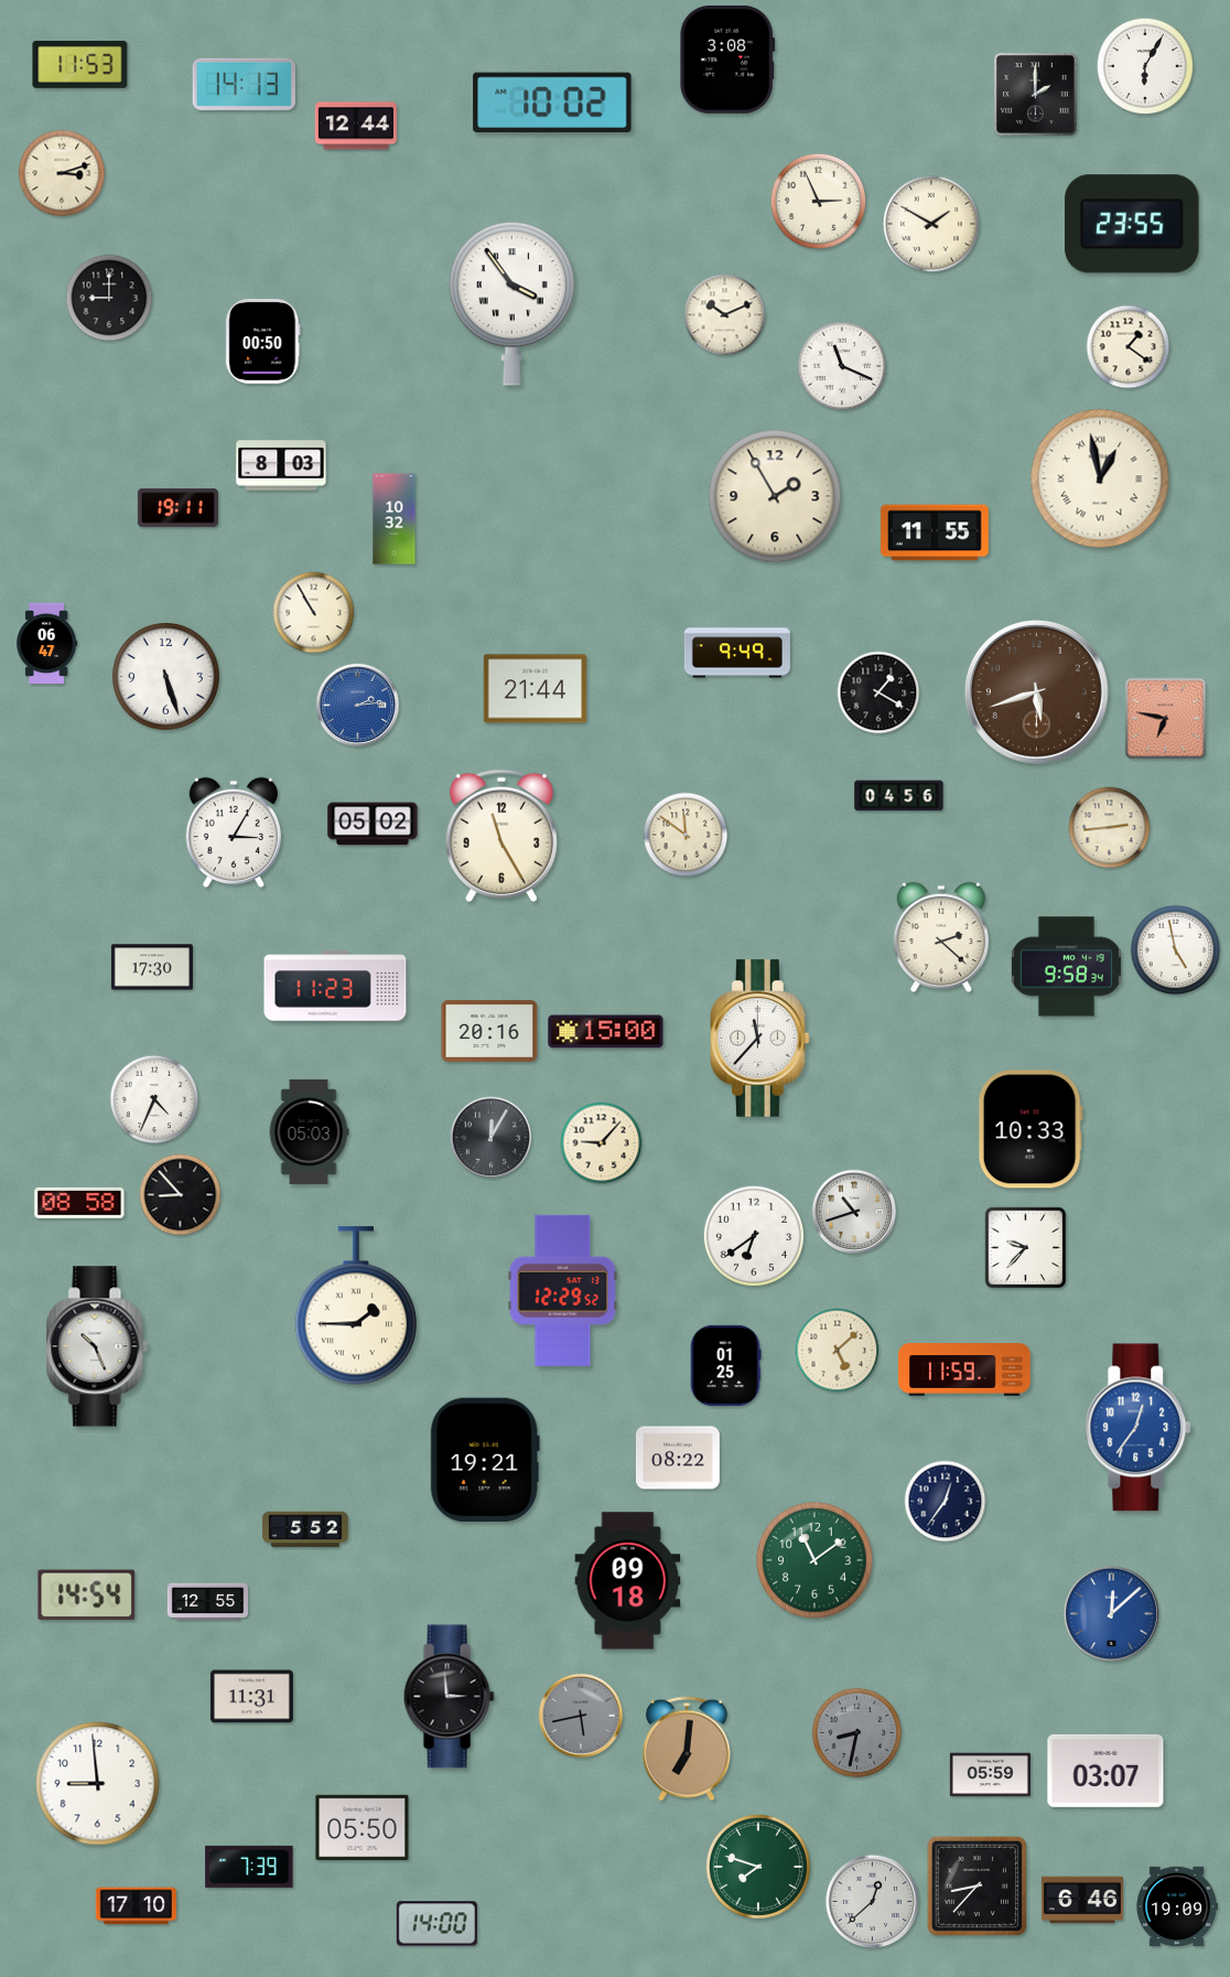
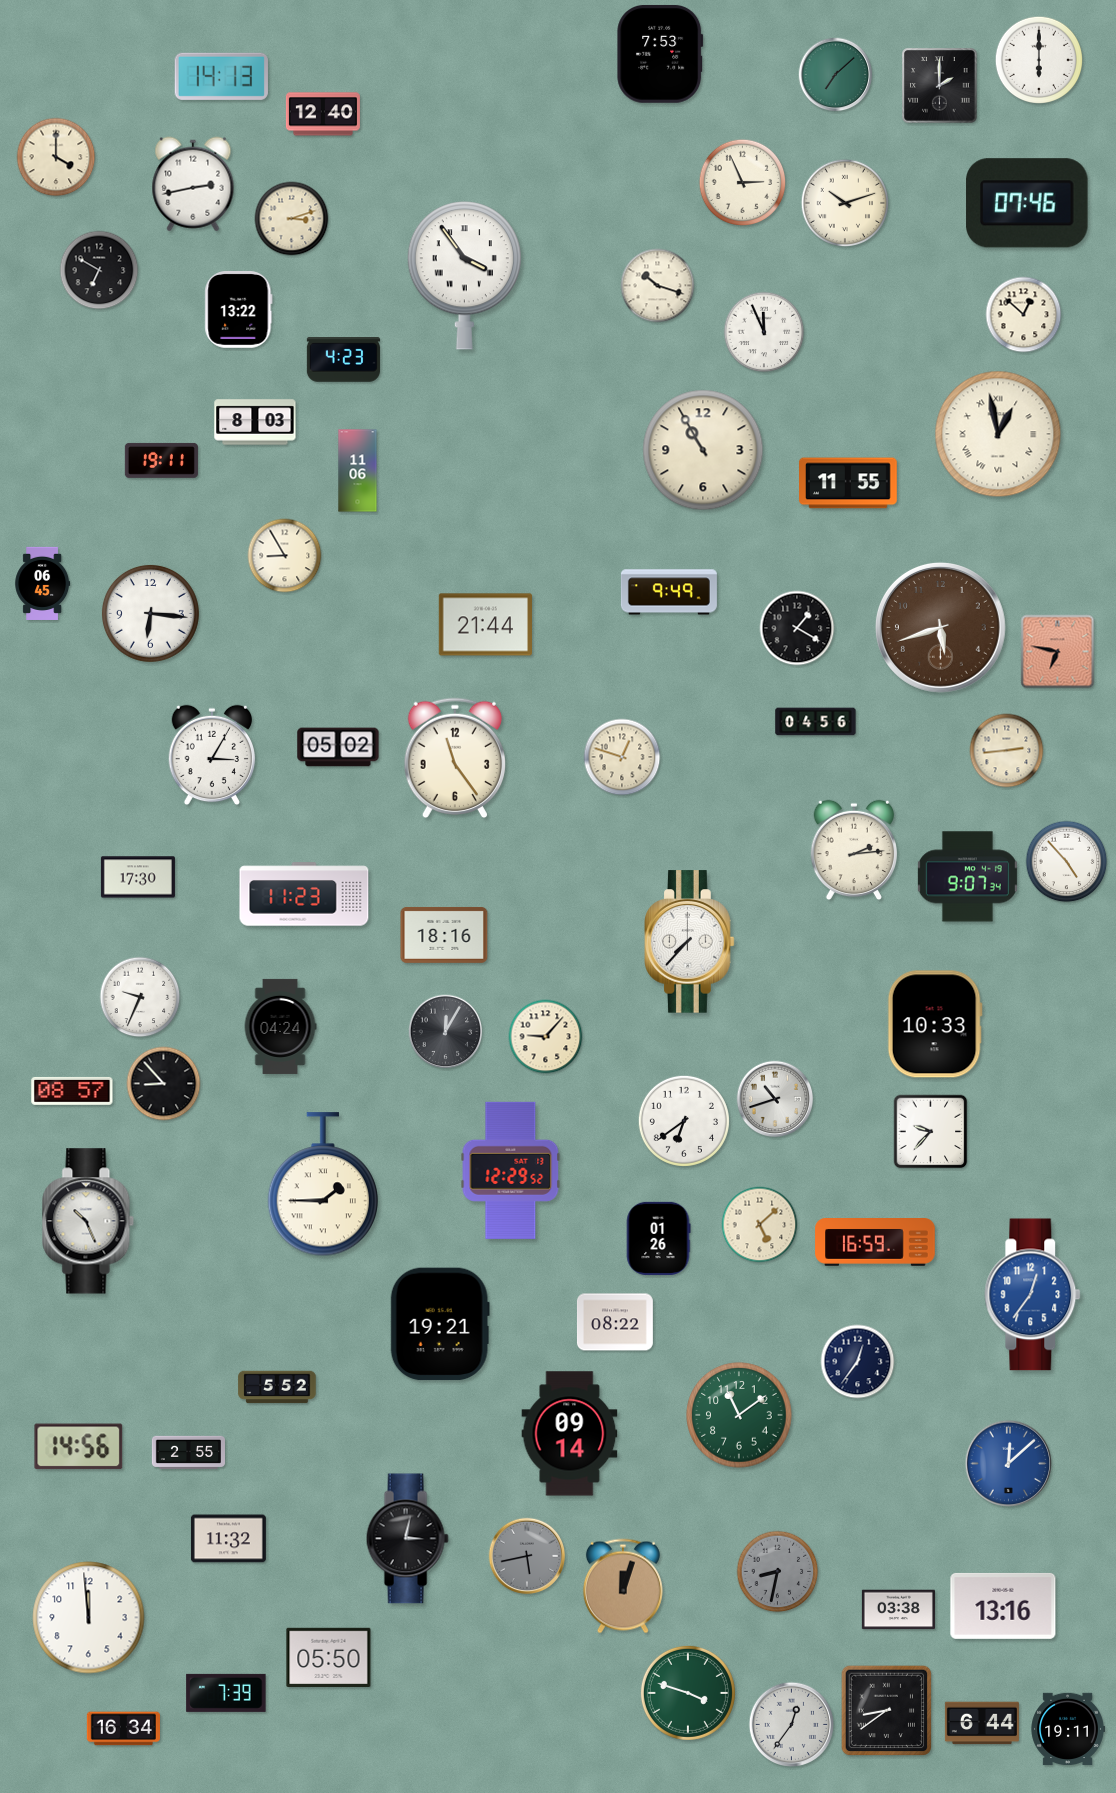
clock at (727, 60): 3:08 -> 7:53
clock at (80, 64): 11:53 -> none
clock at (1145, 66): 6:05 -> 6:00
clock at (836, 75): none -> 7:08
clock at (552, 103): 10:02 -> none
clock at (356, 126): 12:44 -> 12:40
clock at (62, 173): 3:12 -> 4:00
clock at (193, 184): none -> 2:43
clock at (931, 224): 1:50 -> 10:12
clock at (1132, 224): 23:55 -> 07:46
clock at (292, 219): none -> 3:12
clock at (109, 298): 9:00 -> 6:50
clock at (725, 315): 10:11 -> 10:18
clock at (263, 342): 00:50 -> 13:22
clock at (1129, 347): 1:21 -> 12:52
clock at (842, 366): 11:19 -> 11:56
clock at (343, 360): none -> 4:23
clock at (775, 496): 1:55 -> 10:55
clock at (395, 519): 10:32 -> 11:06
clock at (314, 613): 10:55 -> 8:55
clock at (47, 643): 06:47 -> 06:45
clock at (165, 676): 5:27 -> 6:16
clock at (358, 706): 2:14 -> none
clock at (686, 835): 11:51 -> 12:48
clock at (500, 836): 11:25 -> 11:24
clock at (941, 937): 2:22 -> 2:14
clock at (1176, 950): 4:58 -> 4:53
clock at (1066, 967): 9:58 -> 9:07
clock at (489, 1031): 20:16 -> 18:16
clock at (606, 1032): 15:00 -> none
clock at (760, 1039): 11:37 -> 7:37
clock at (154, 1099): 4:34 -> 9:34
clock at (309, 1131): 05:03 -> 04:24
clock at (79, 1203): 08:58 -> 08:57
clock at (725, 1365): 01:25 -> 01:26
clock at (964, 1371): 11:59 -> 16:59
clock at (628, 1581): 09:18 -> 09:14
clock at (87, 1595): 14:54 -> 14:56
clock at (207, 1602): 12:55 -> 2:55
clock at (251, 1697): 11:31 -> 11:32
clock at (449, 1697): 2:59 -> 3:02
clock at (687, 1749): 7:01 -> 12:03
clock at (1105, 1771): 03:07 -> 13:16
clock at (990, 1775): 05:59 -> 03:38
clock at (98, 1784): 8:59 -> 11:59
clock at (758, 1867): 7:48 -> 3:48
clock at (978, 1887): 8:37 -> 8:39
clock at (1082, 1900): 6:46 -> 6:44
clock at (872, 1901): 12:38 -> 12:36
clock at (136, 1906): 17:10 -> 16:34
clock at (1177, 1906): 19:09 -> 19:11
clock at (436, 1924): 14:00 -> none
